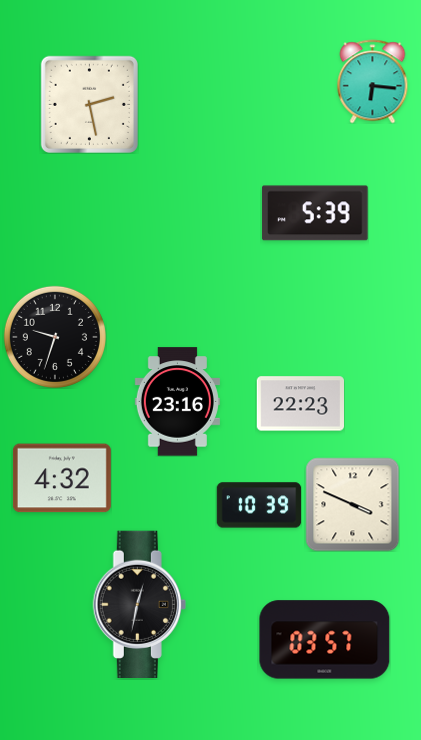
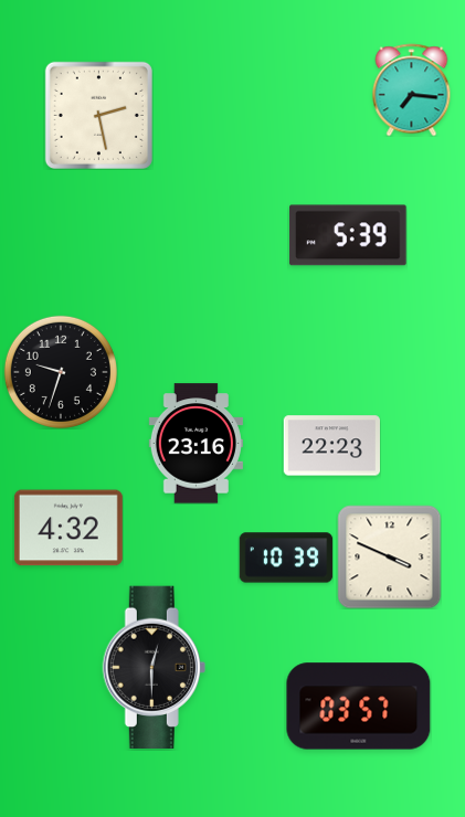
clock at (373, 81): 6:16 -> 7:16
clock at (139, 604): 12:32 -> 12:30
